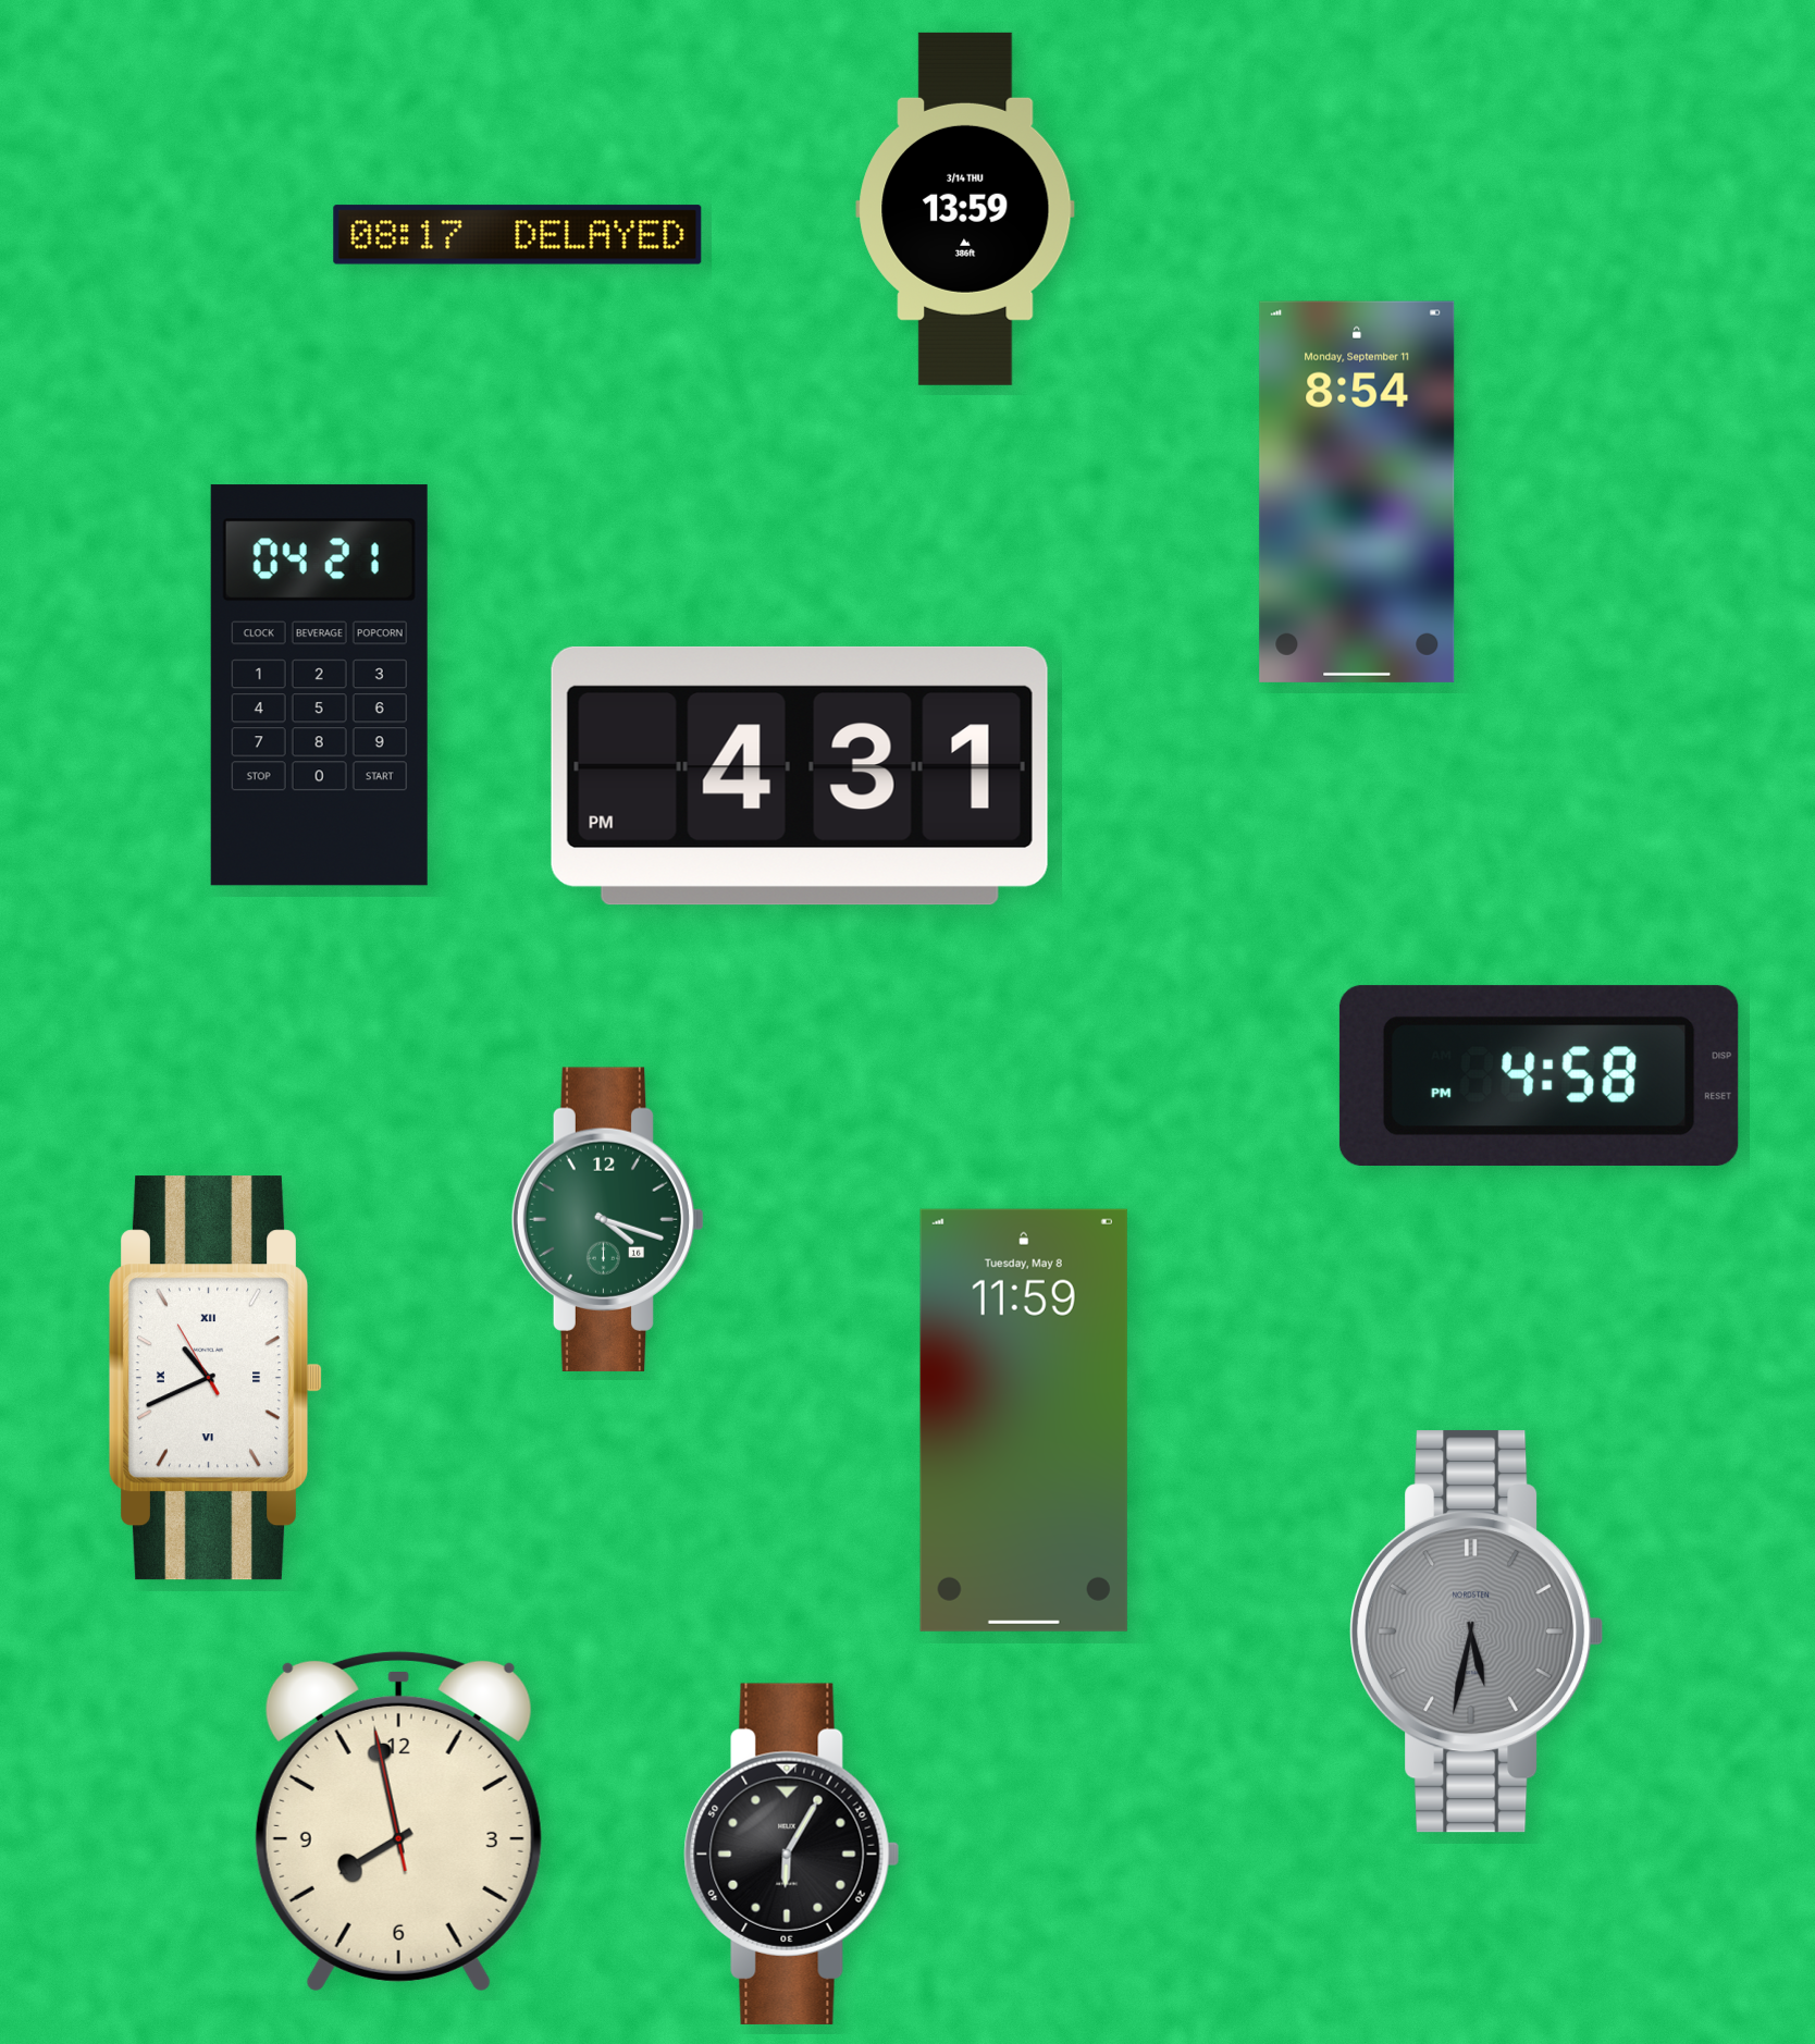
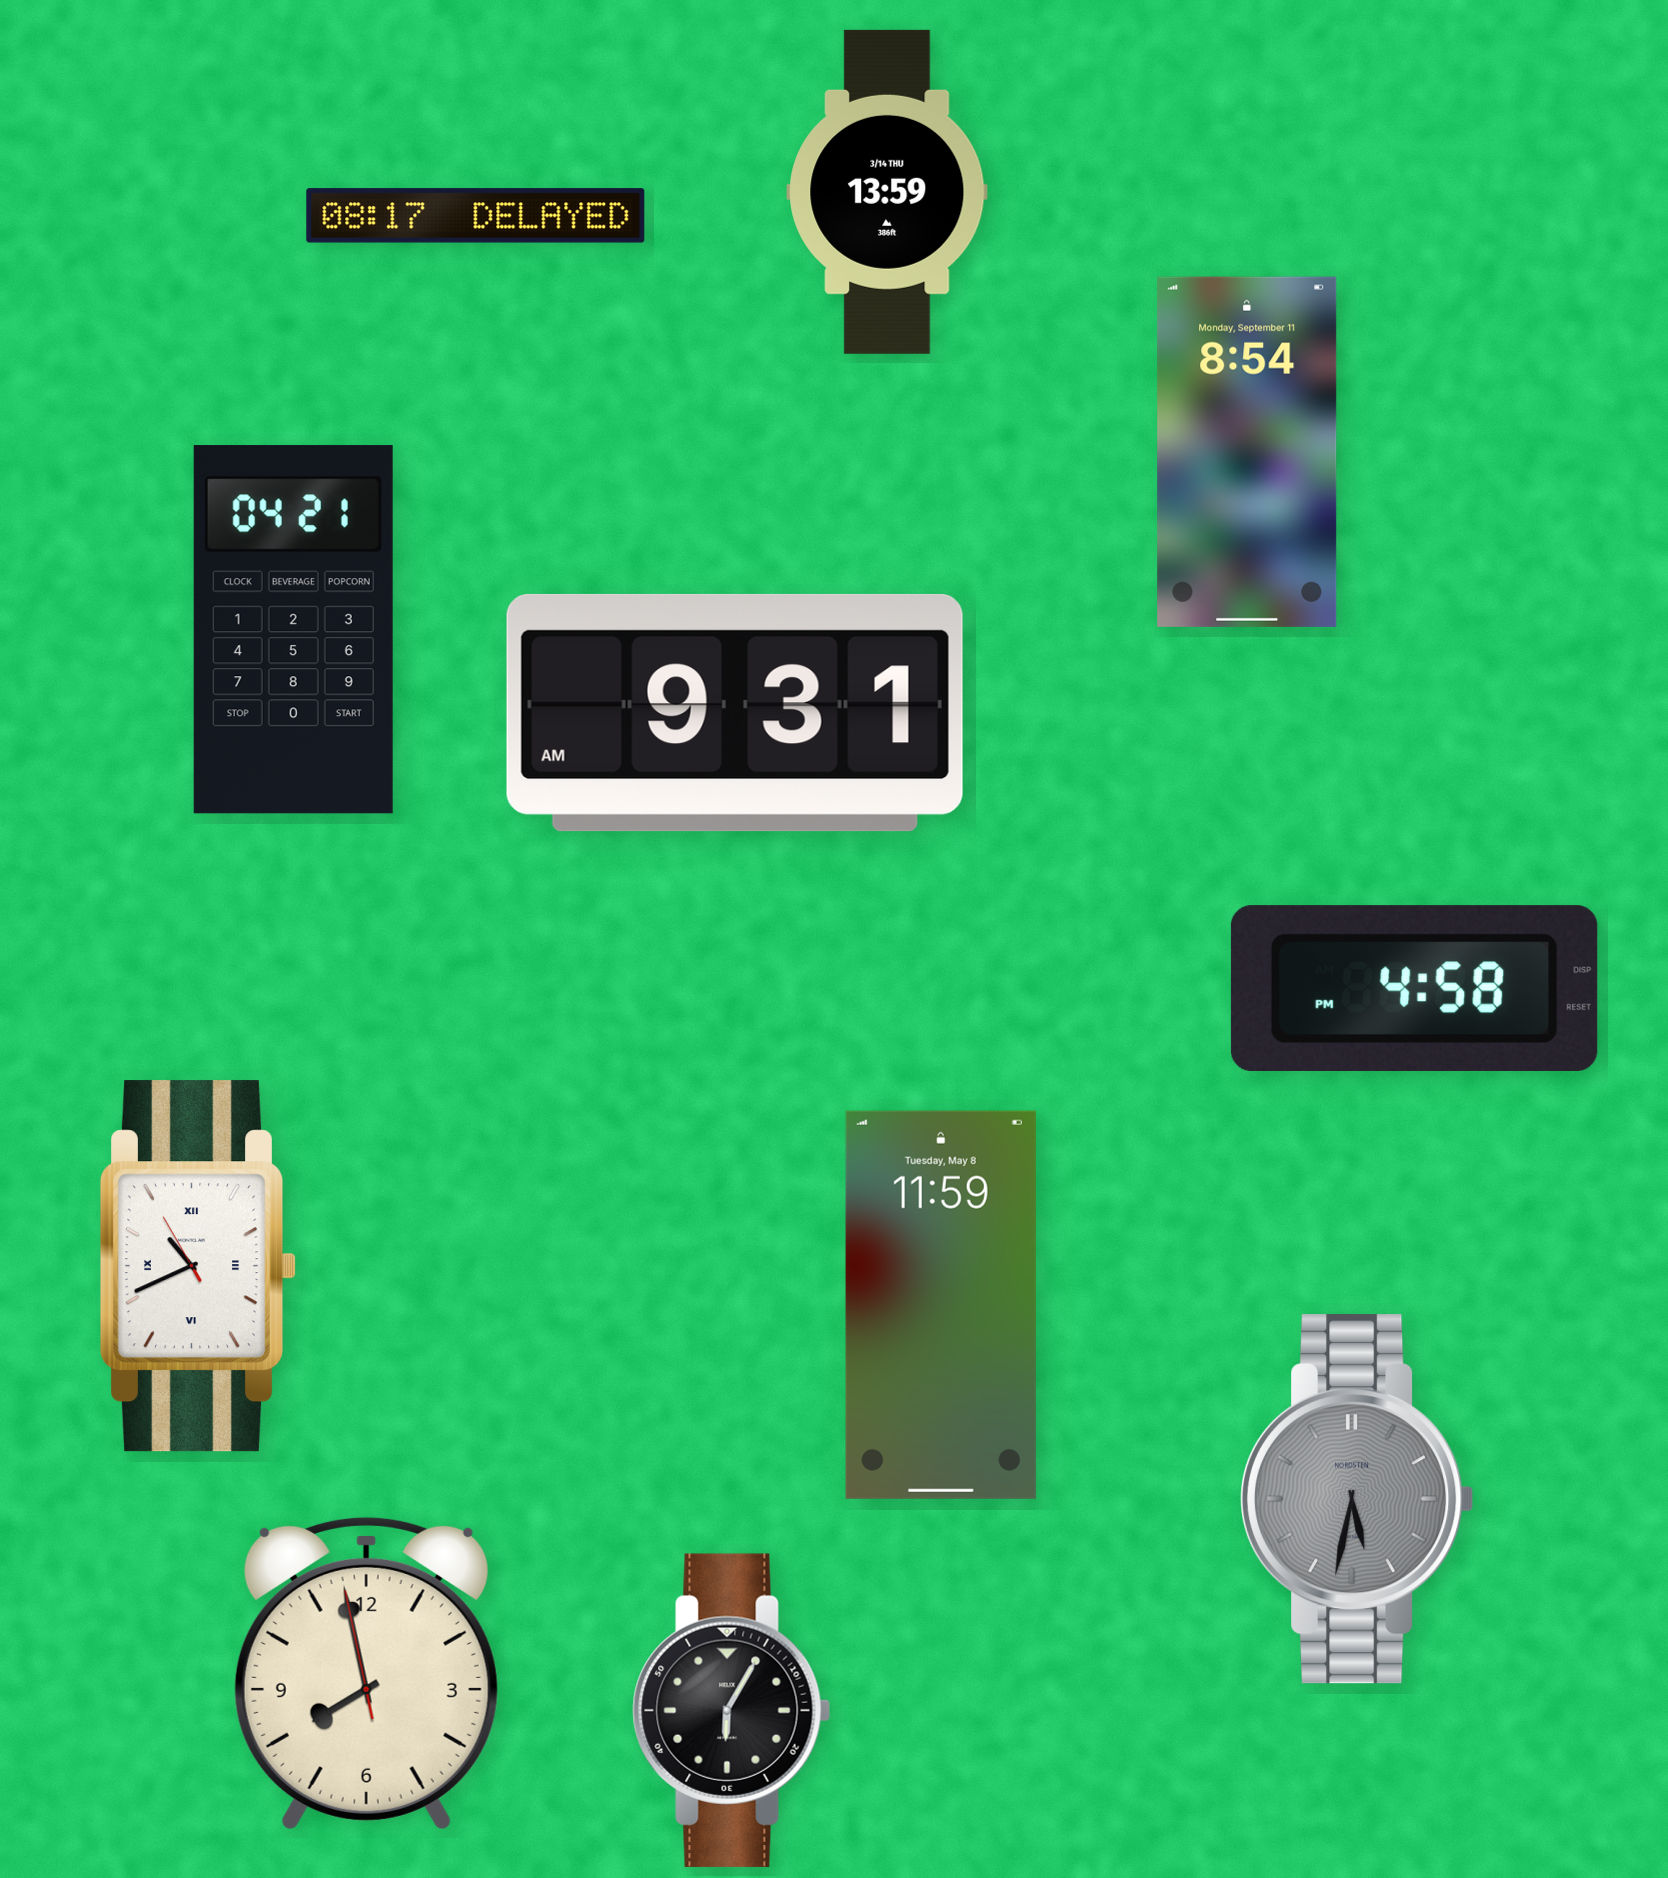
clock at (800, 776): 4:31 -> 9:31
clock at (608, 1219): 4:18 -> none
clock at (792, 1854) position: (792, 1854) -> (732, 1710)
